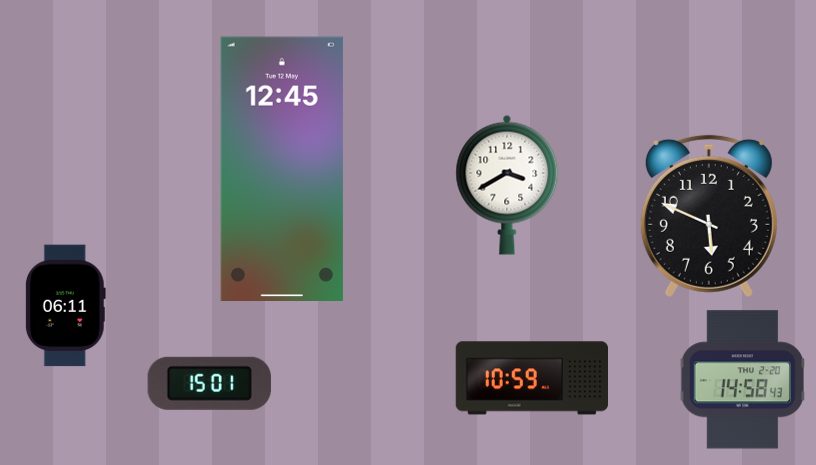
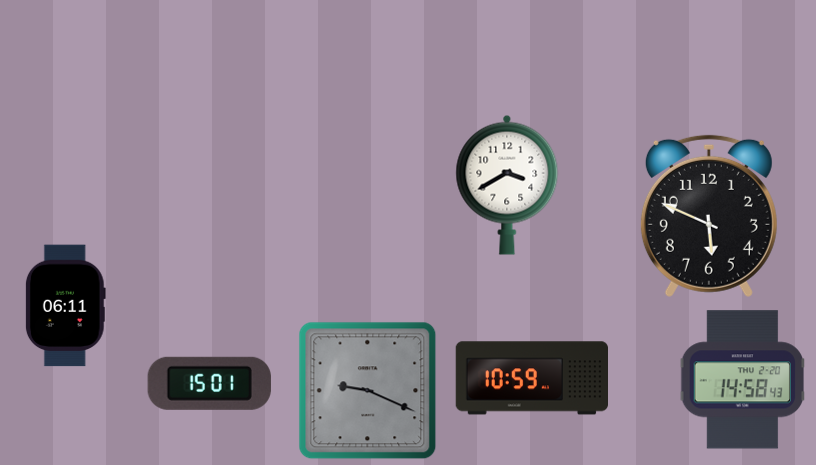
clock at (282, 168): 12:45 -> none
clock at (368, 391): none -> 9:19
